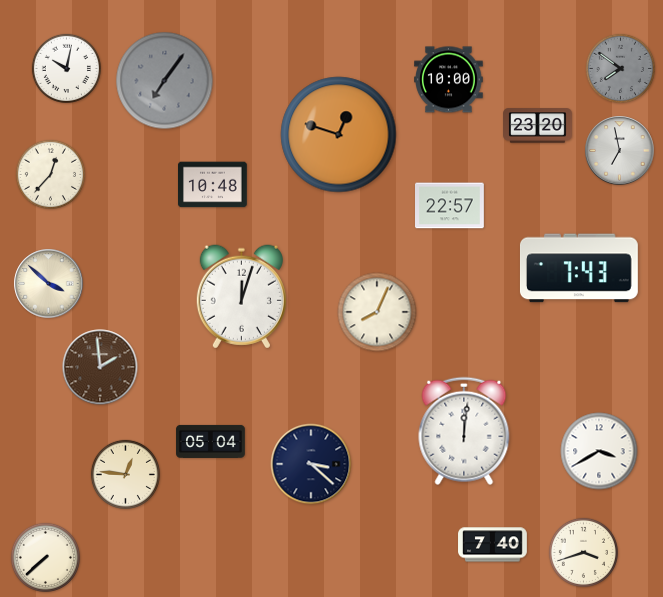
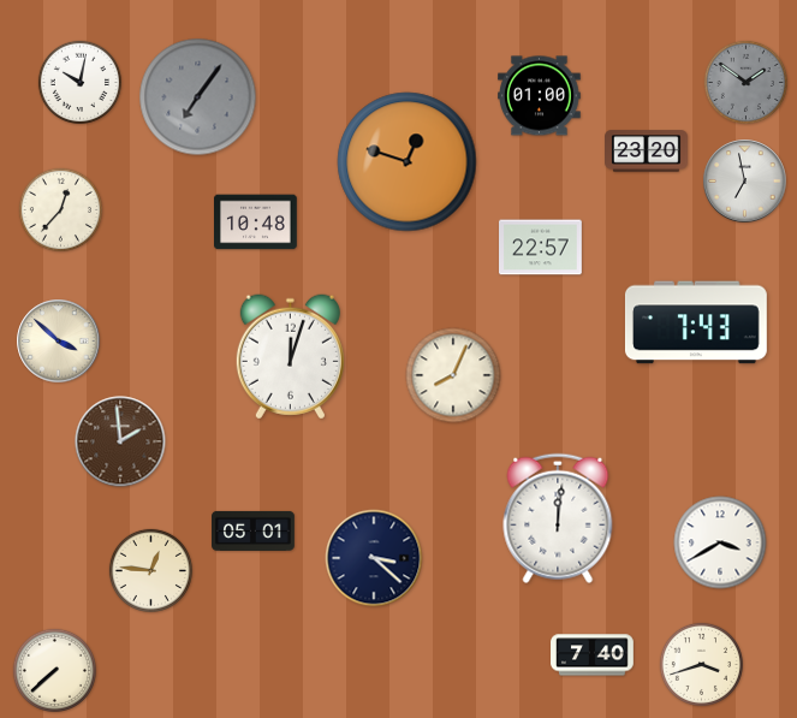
clock at (620, 68): 7:51 -> 1:51
clock at (449, 80): 10:00 -> 01:00
clock at (211, 441): 05:04 -> 05:01
